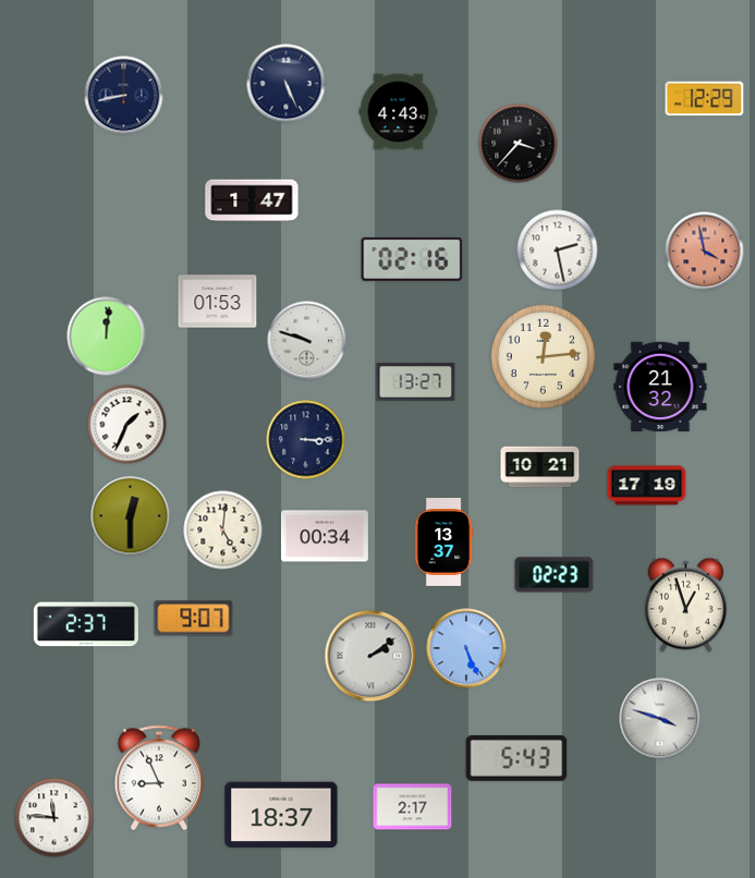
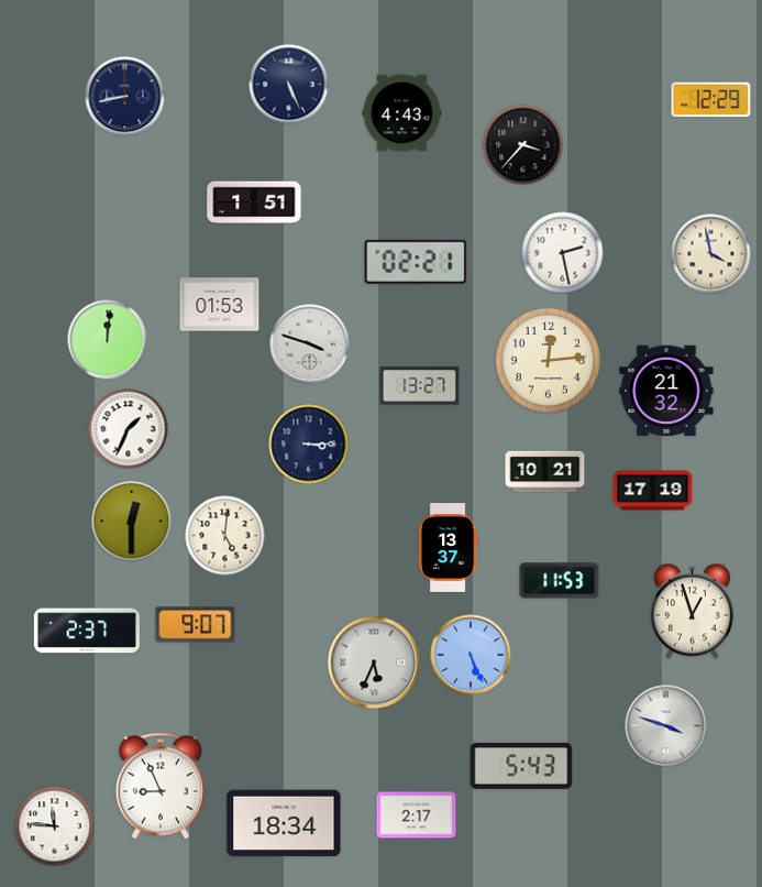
clock at (252, 200): 1:47 -> 1:51
clock at (705, 252) dial: salmon -> cream
clock at (412, 259): 02:16 -> 02:21
clock at (307, 341): 9:48 -> 3:48
clock at (325, 536): 00:34 -> none
clock at (555, 575): 02:23 -> 11:53
clock at (370, 656): 2:09 -> 5:34
clock at (281, 815): 18:37 -> 18:34
